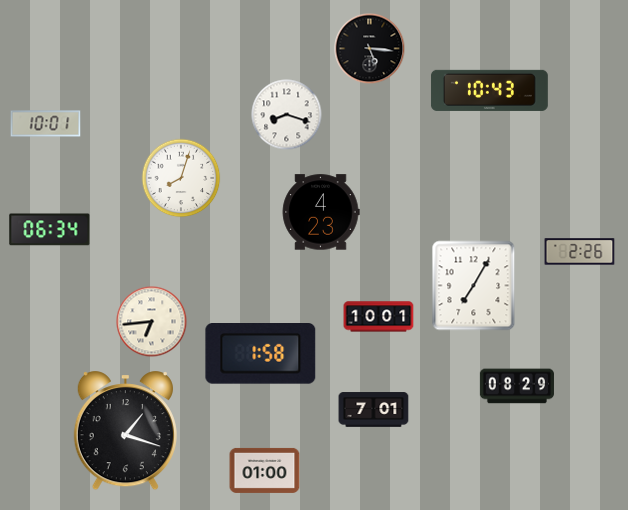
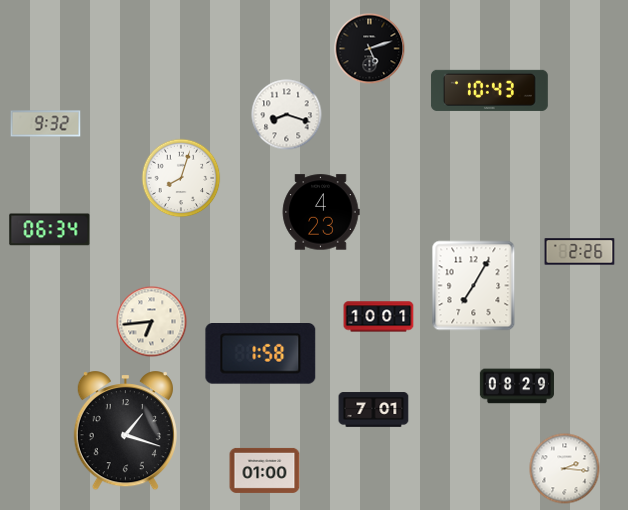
clock at (370, 49): 5:16 -> 5:12
clock at (46, 124): 10:01 -> 9:32
clock at (565, 469): none -> 2:16
